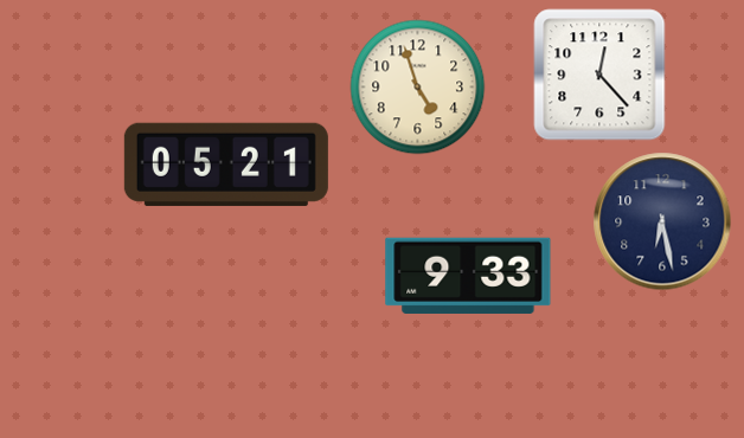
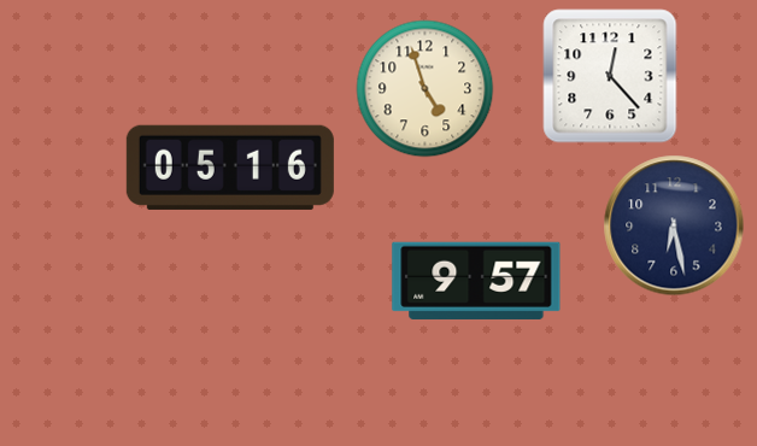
clock at (226, 165): 05:21 -> 05:16
clock at (468, 276): 9:33 -> 9:57
